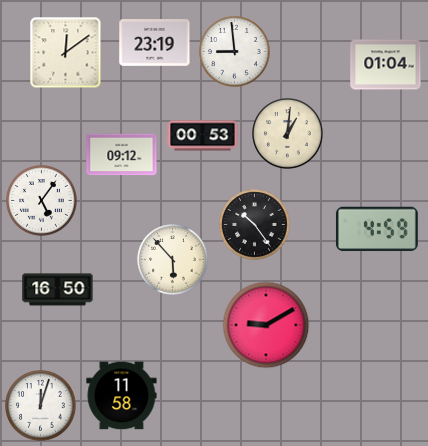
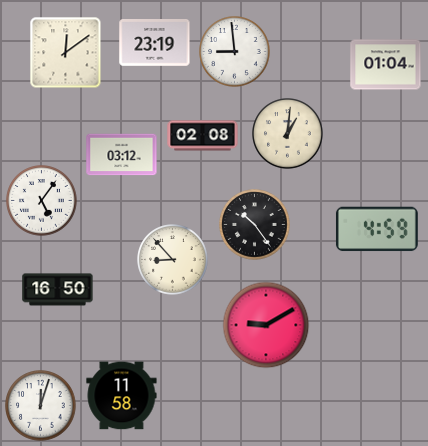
clock at (203, 136): 00:53 -> 02:08
clock at (122, 155): 09:12 -> 03:12
clock at (173, 260): 5:53 -> 8:53
